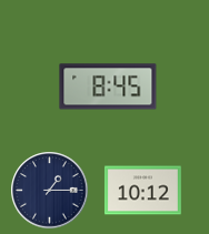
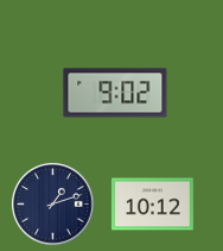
clock at (108, 87): 8:45 -> 9:02
clock at (50, 191): 1:15 -> 1:12
